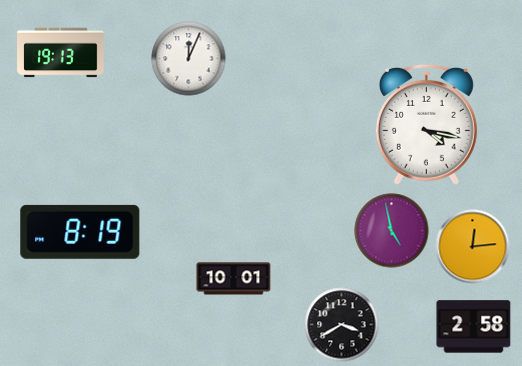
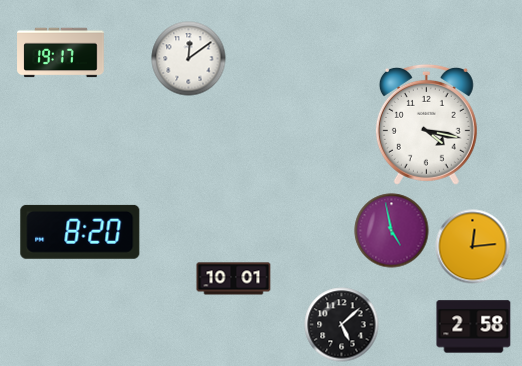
clock at (61, 53): 19:13 -> 19:17
clock at (189, 59): 12:04 -> 12:09
clock at (80, 232): 8:19 -> 8:20
clock at (342, 325): 3:40 -> 5:08
